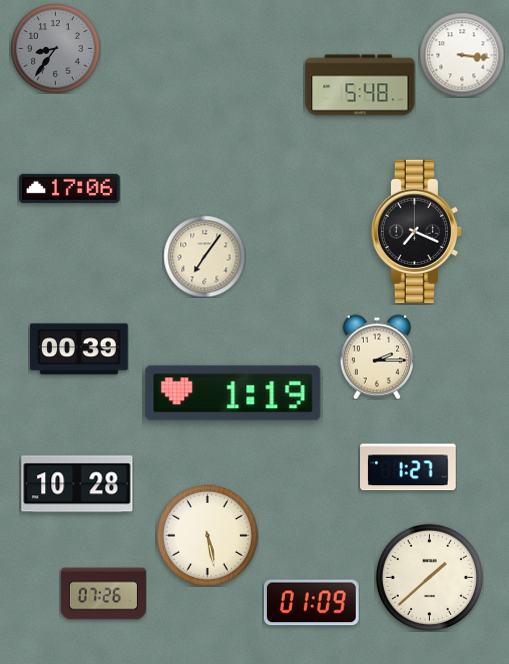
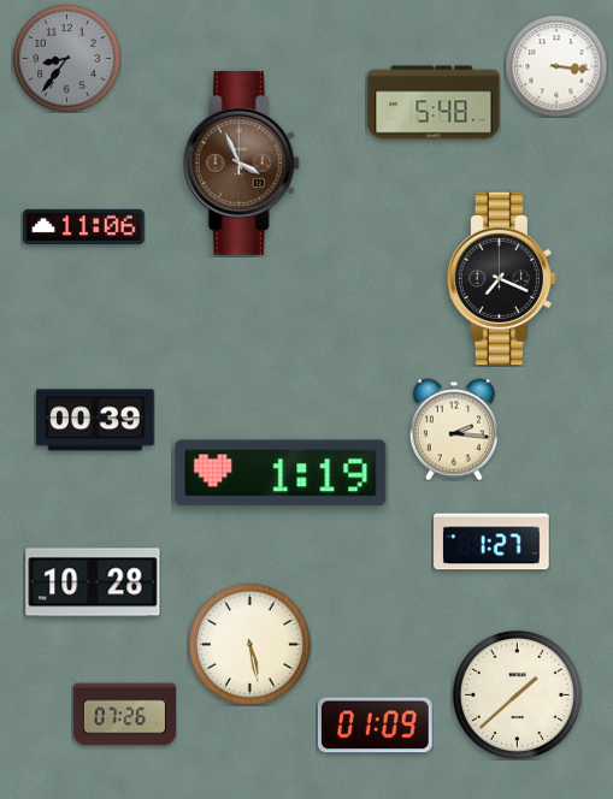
clock at (241, 162): none -> 3:56
clock at (70, 188): 17:06 -> 11:06
clock at (204, 256): 7:06 -> none
clock at (377, 357): 2:15 -> 2:16
clock at (409, 467) position: (409, 467) -> (493, 541)
